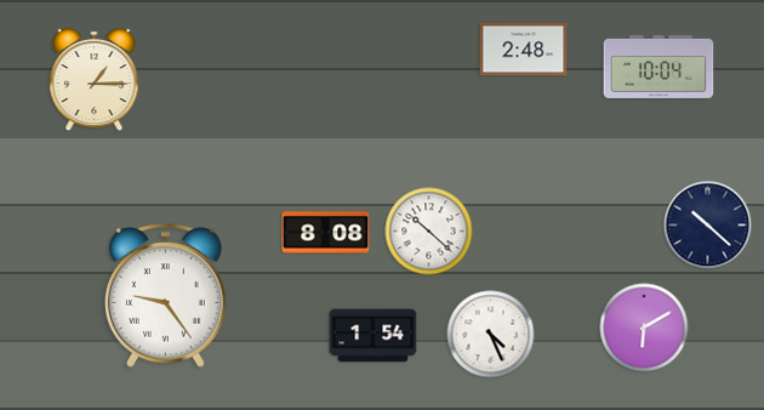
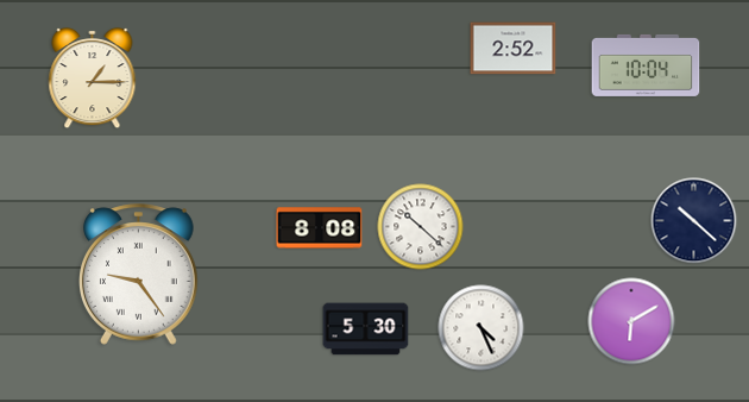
clock at (524, 50): 2:48 -> 2:52
clock at (166, 296) position: (166, 296) -> (139, 275)
clock at (374, 336): 1:54 -> 5:30
